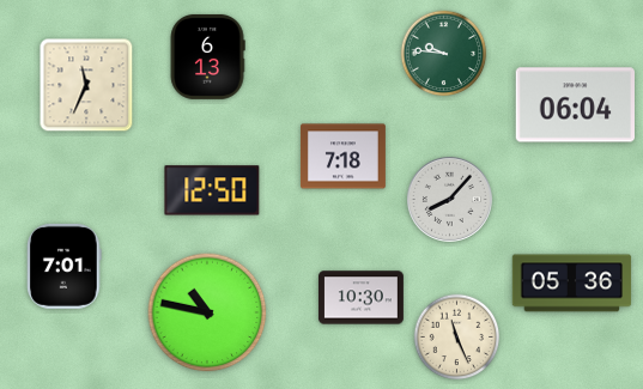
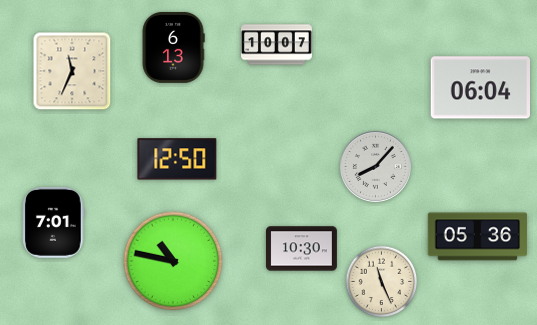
clock at (277, 45): none -> 10:07
clock at (444, 54): 9:46 -> none
clock at (342, 157): 7:18 -> none
